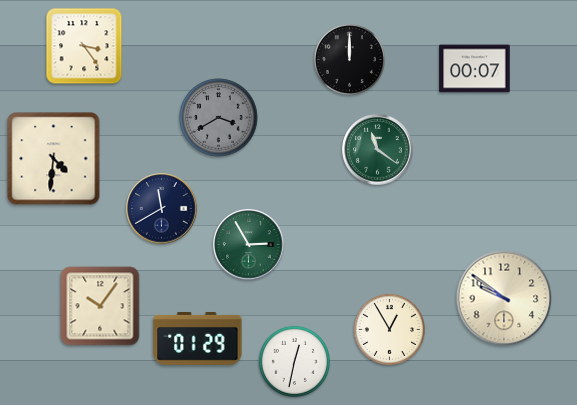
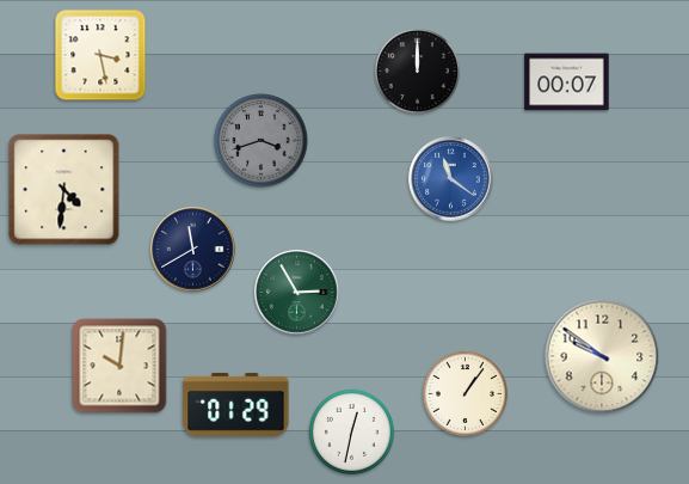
clock at (84, 46): 3:24 -> 3:28
clock at (219, 118): 3:40 -> 3:42
clock at (378, 150) dial: green -> blue
clock at (100, 306): 10:06 -> 10:01
clock at (389, 329): 12:55 -> 1:06
